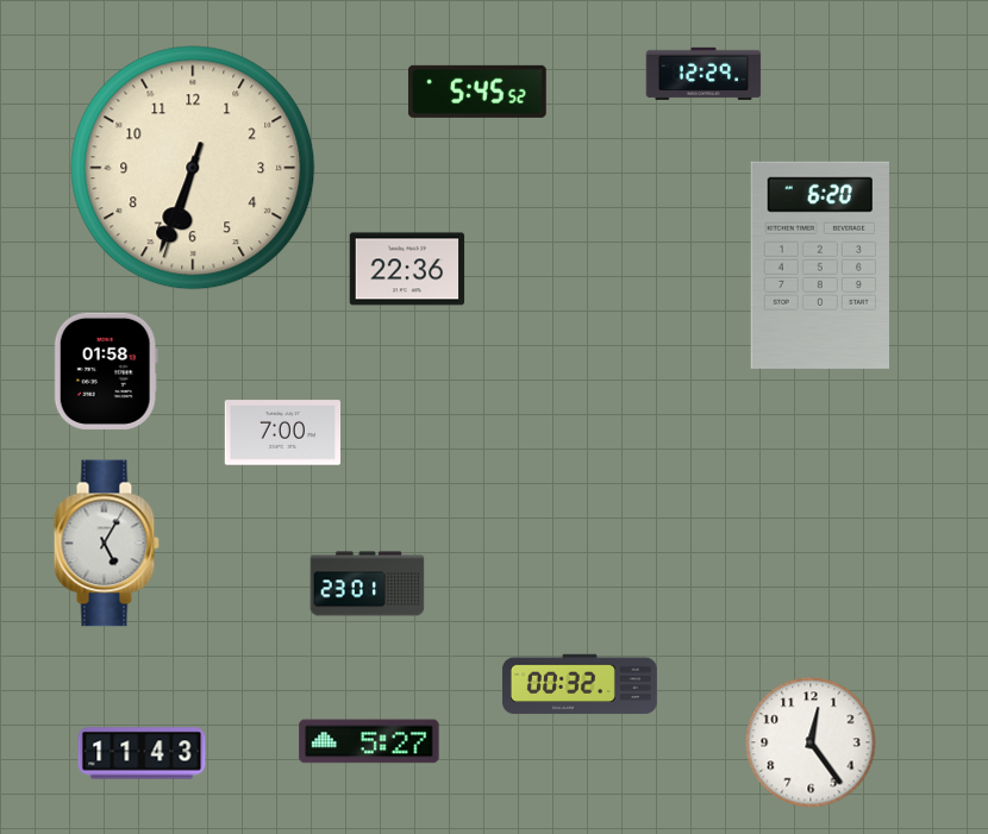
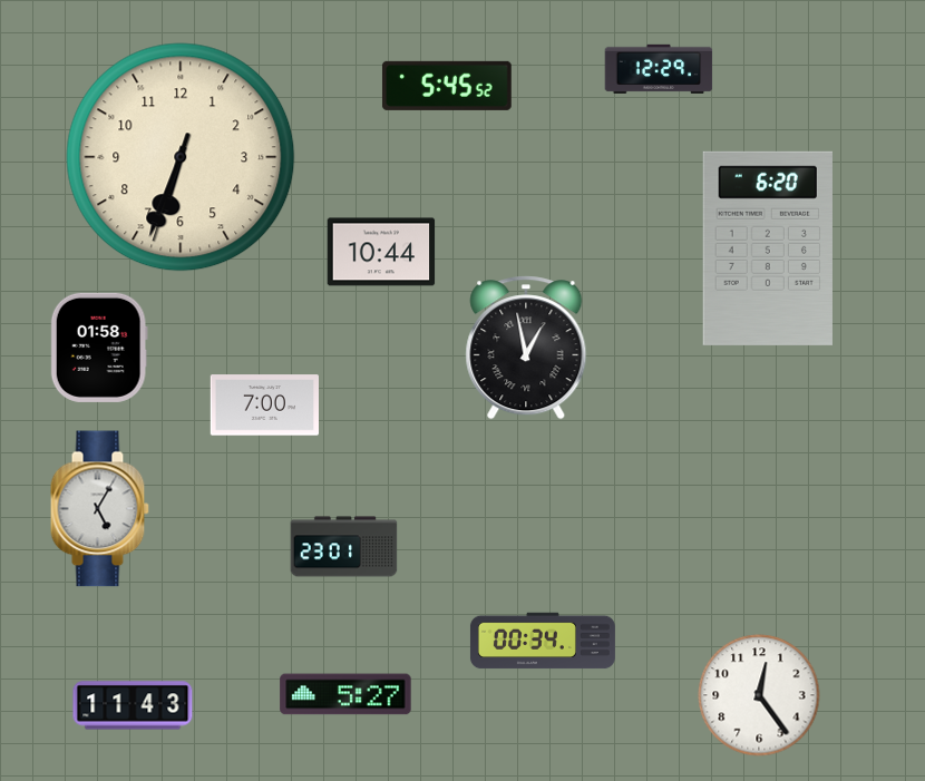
clock at (407, 269): 22:36 -> 10:44
clock at (526, 348): none -> 12:58
clock at (580, 684): 00:32 -> 00:34
